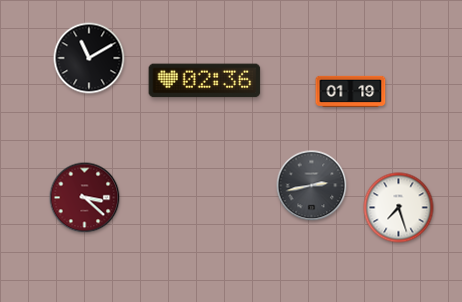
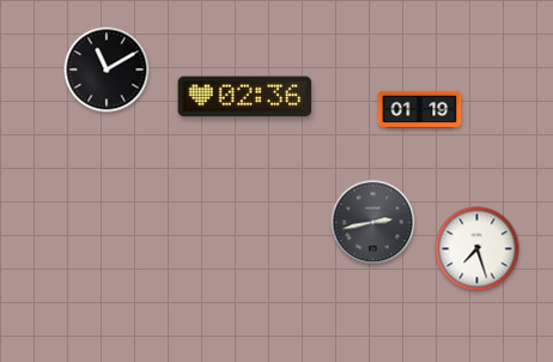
clock at (85, 198): 3:22 -> none
